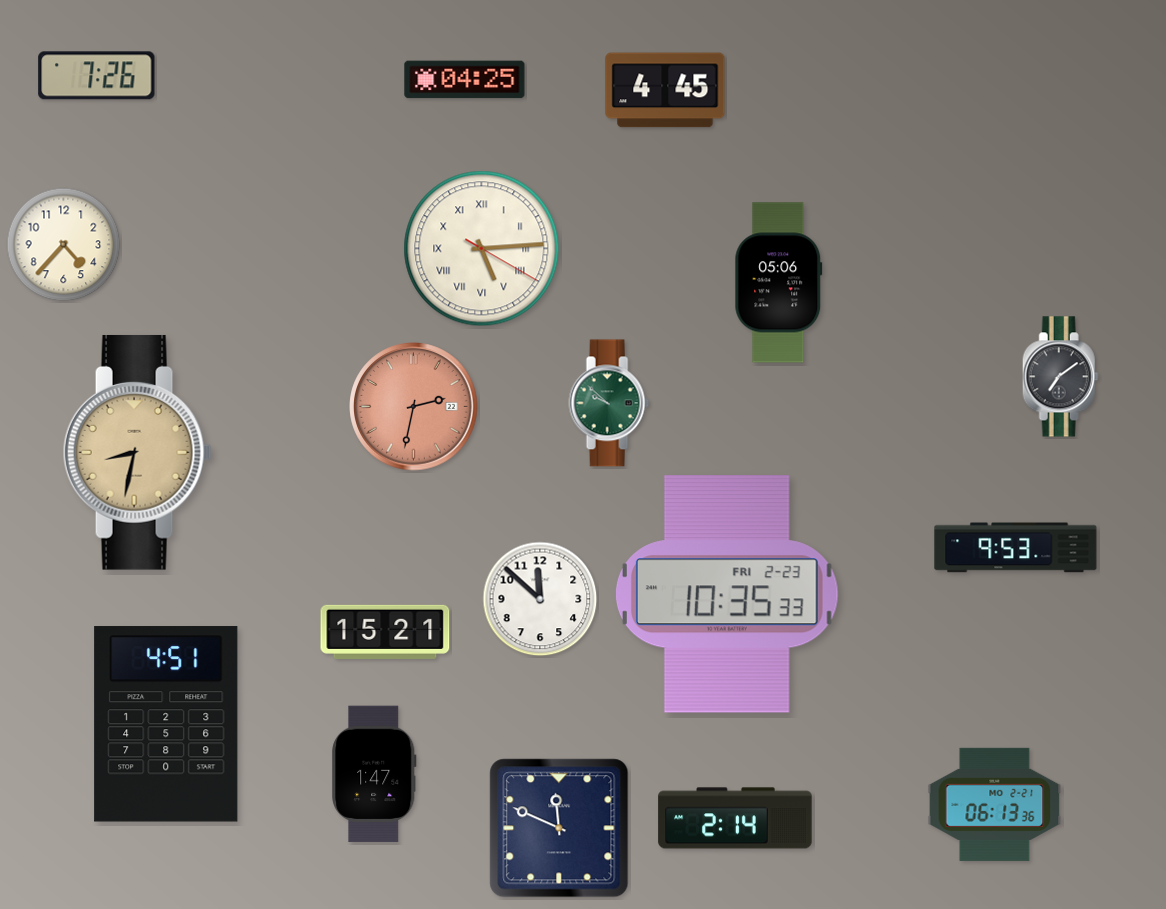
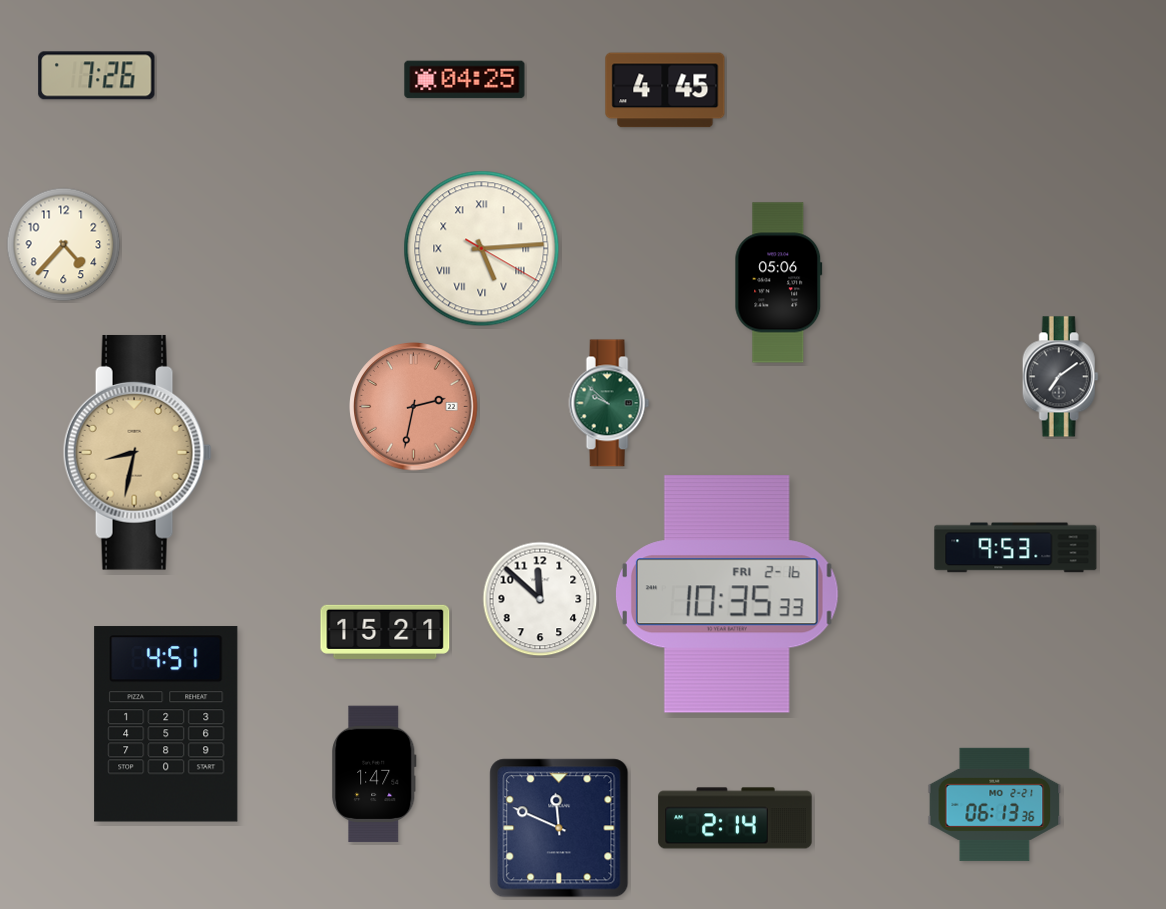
clock at (727, 594) date: FRI 2-23 -> FRI 2-16
